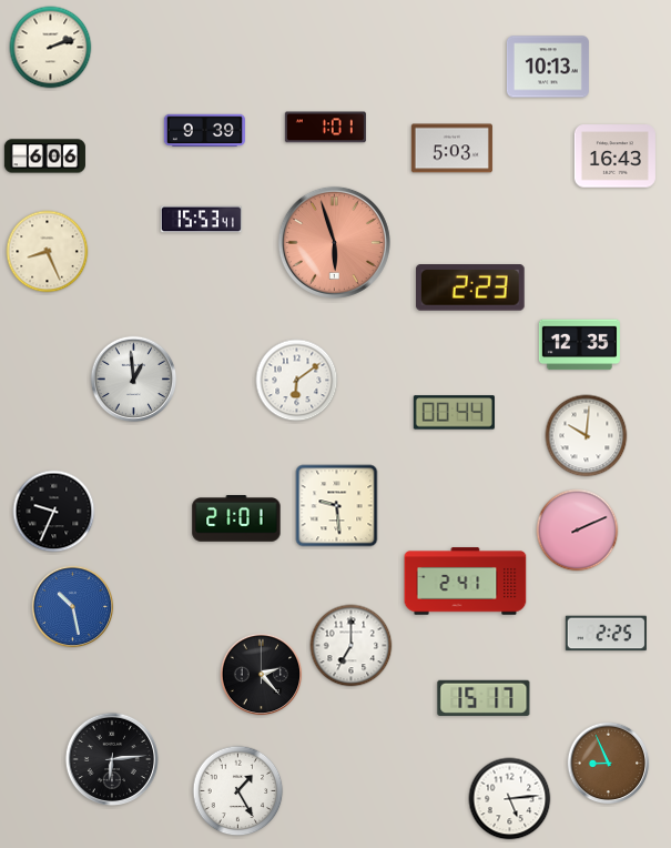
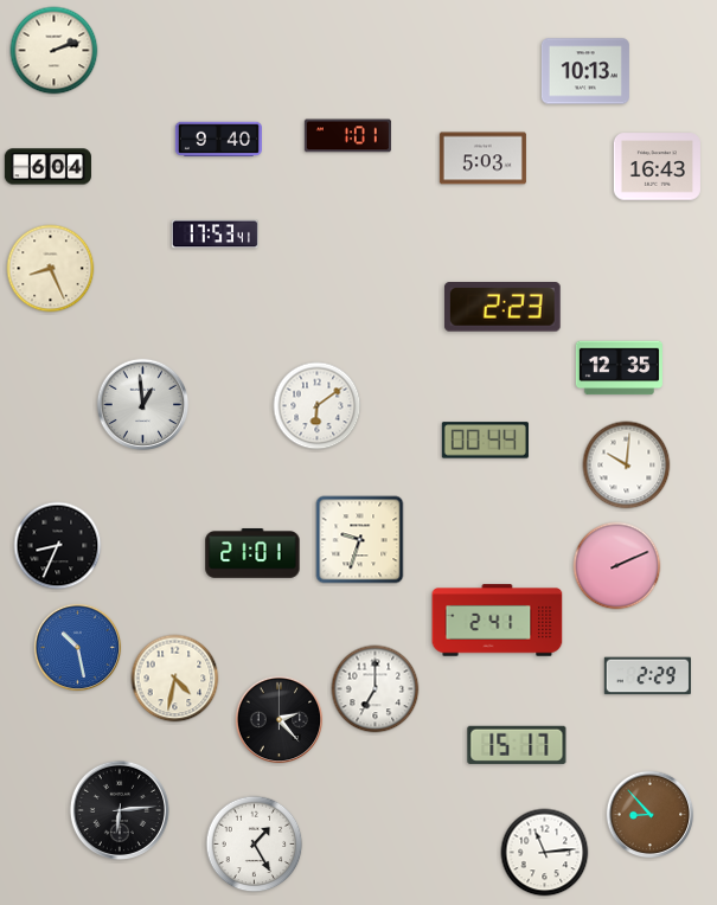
clock at (204, 131): 9:39 -> 9:40
clock at (44, 157): 6:06 -> 6:04
clock at (201, 220): 15:53 -> 17:53
clock at (334, 242): 5:57 -> none
clock at (337, 506): 9:29 -> 9:33
clock at (54, 512): 9:34 -> 8:34
clock at (606, 634): 2:25 -> 2:29
clock at (175, 679): none -> 4:32
clock at (609, 764): 8:56 -> 8:53
clock at (510, 799): 5:14 -> 11:14
